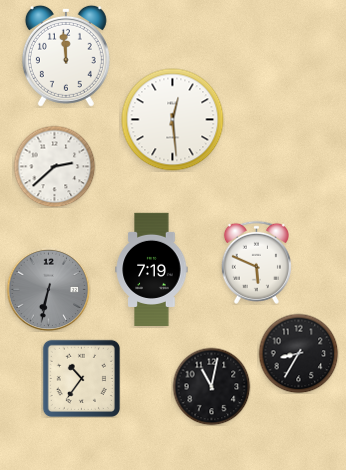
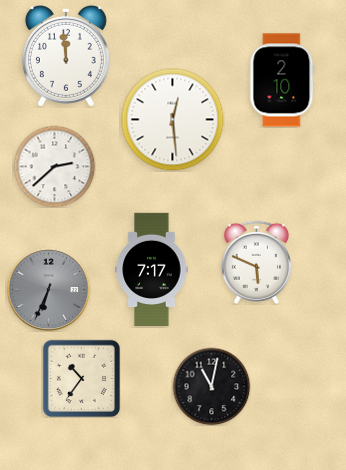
clock at (282, 80): none -> 2:10
clock at (152, 269): 7:19 -> 7:17
clock at (48, 289): 6:32 -> 6:34
clock at (298, 353): 8:35 -> none
